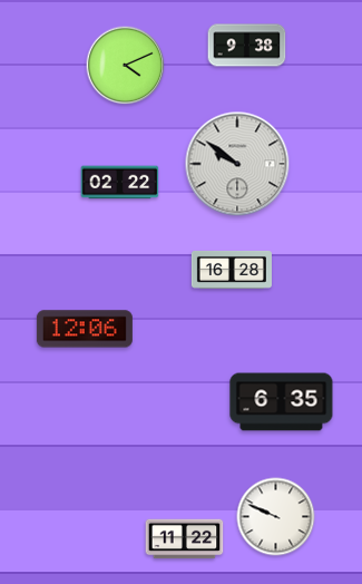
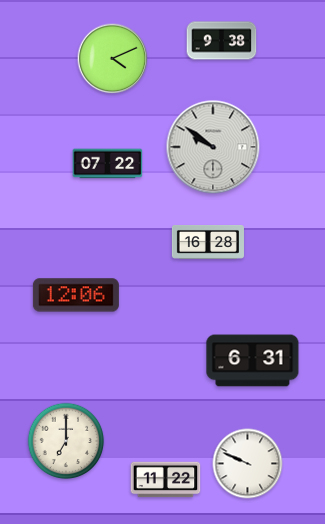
clock at (120, 183): 02:22 -> 07:22
clock at (282, 402): 6:35 -> 6:31
clock at (66, 441): none -> 7:00
clock at (185, 539) position: (185, 539) -> (166, 480)
